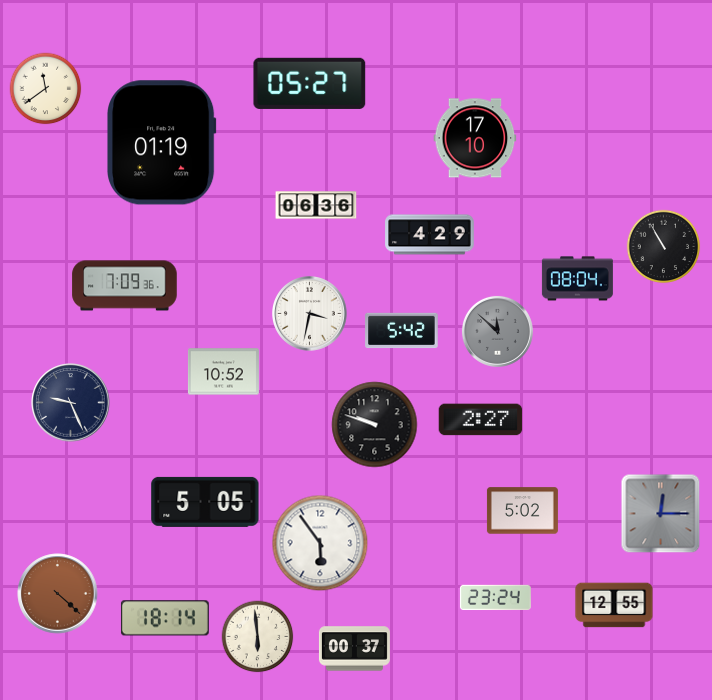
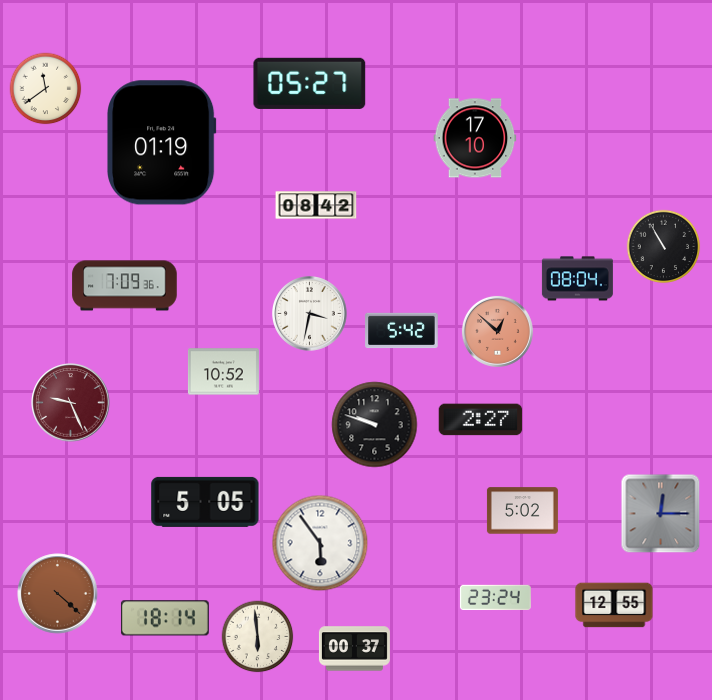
clock at (316, 205): 06:36 -> 08:42
clock at (430, 235): 4:29 -> none
clock at (497, 331): 11:52 -> 12:52
clock at (497, 331) dial: grey -> salmon
clock at (71, 403) dial: navy -> burgundy
